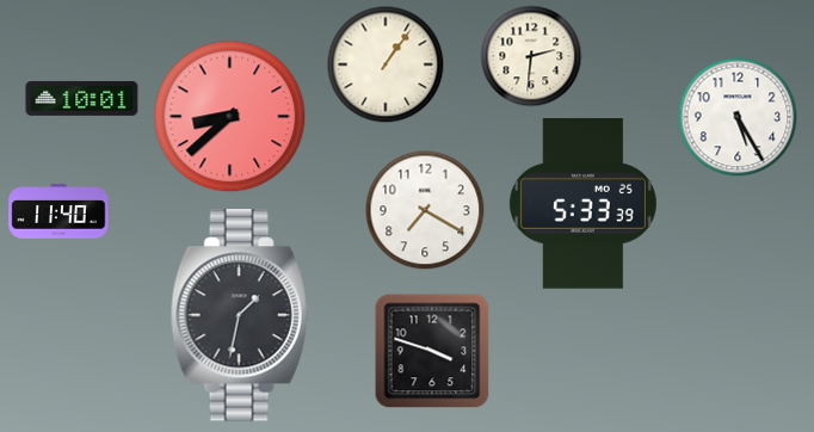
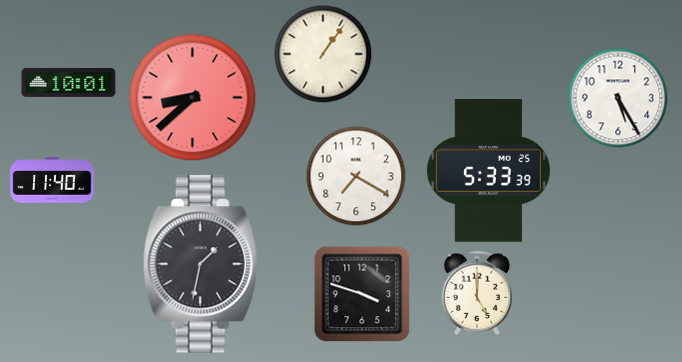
clock at (531, 56): 2:31 -> none
clock at (58, 211) position: (58, 211) -> (52, 180)
clock at (477, 292): none -> 5:00
